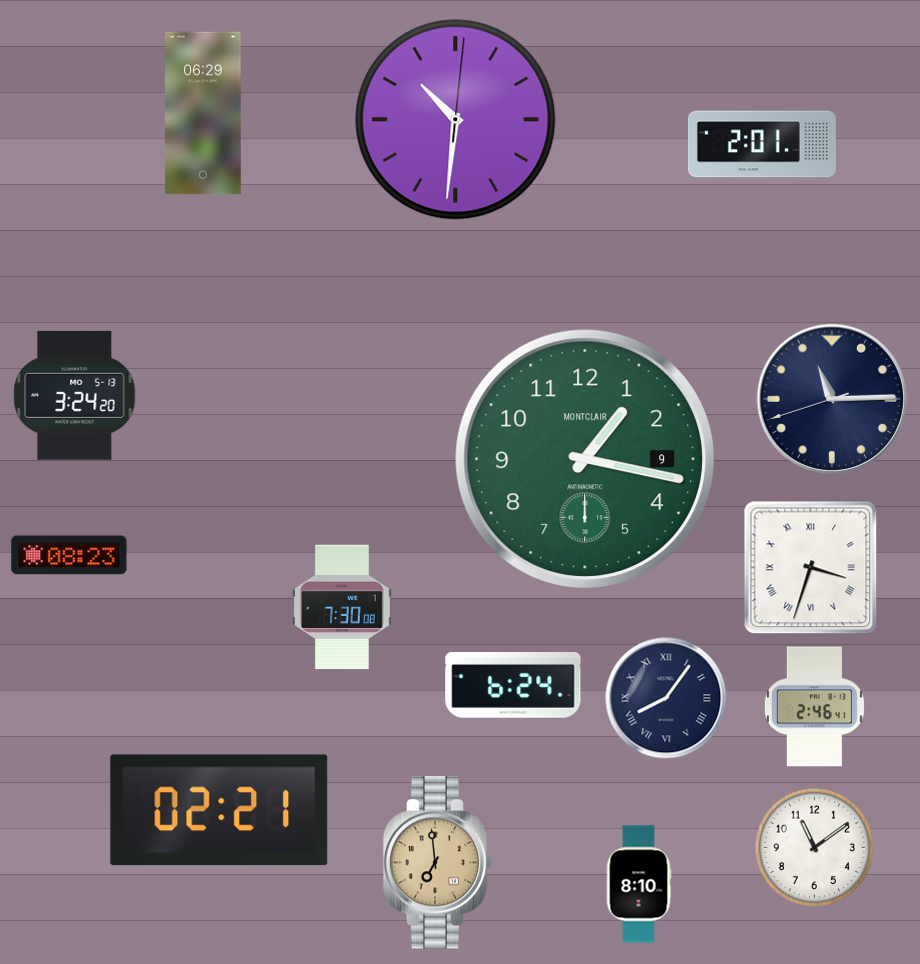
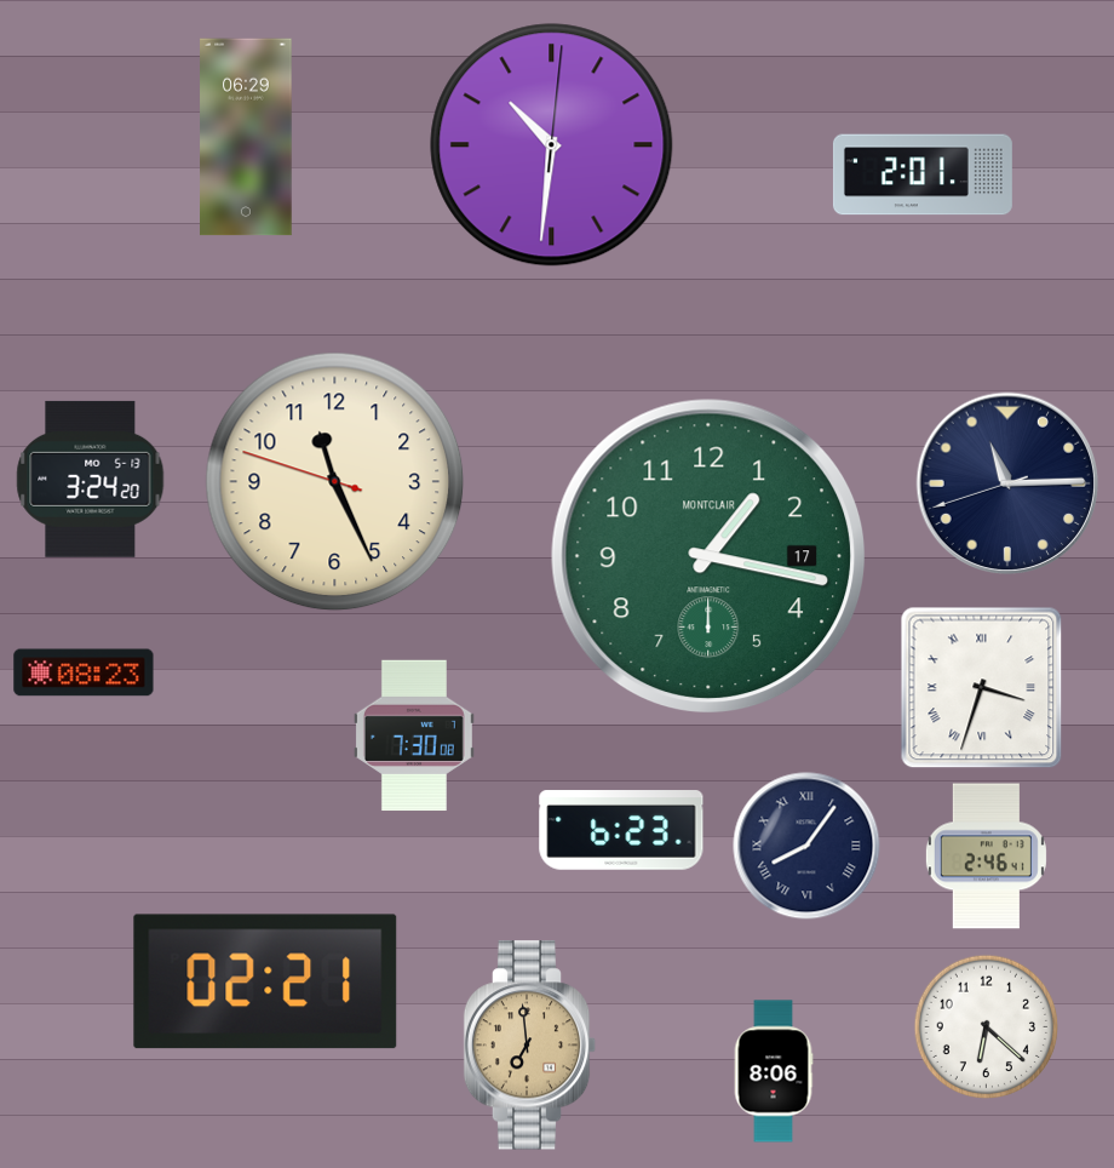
clock at (335, 482): none -> 11:25
clock at (585, 459) date: 9 -> 17
clock at (513, 685): 6:24 -> 6:23
clock at (815, 848): 11:09 -> 6:22
clock at (639, 884): 8:10 -> 8:06
